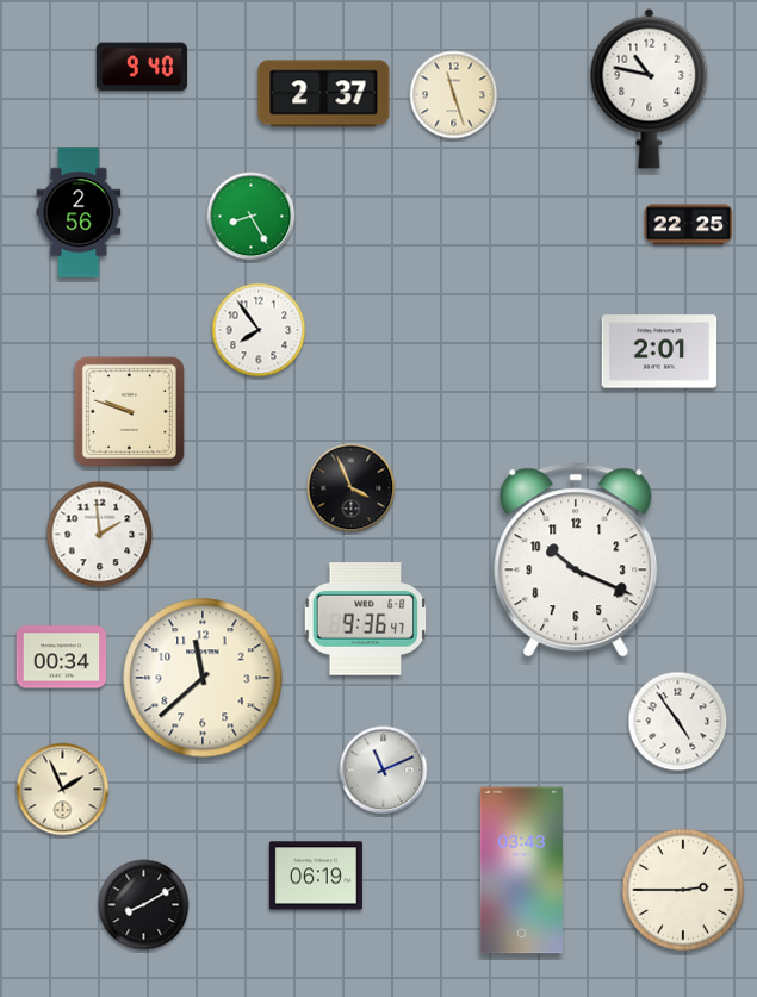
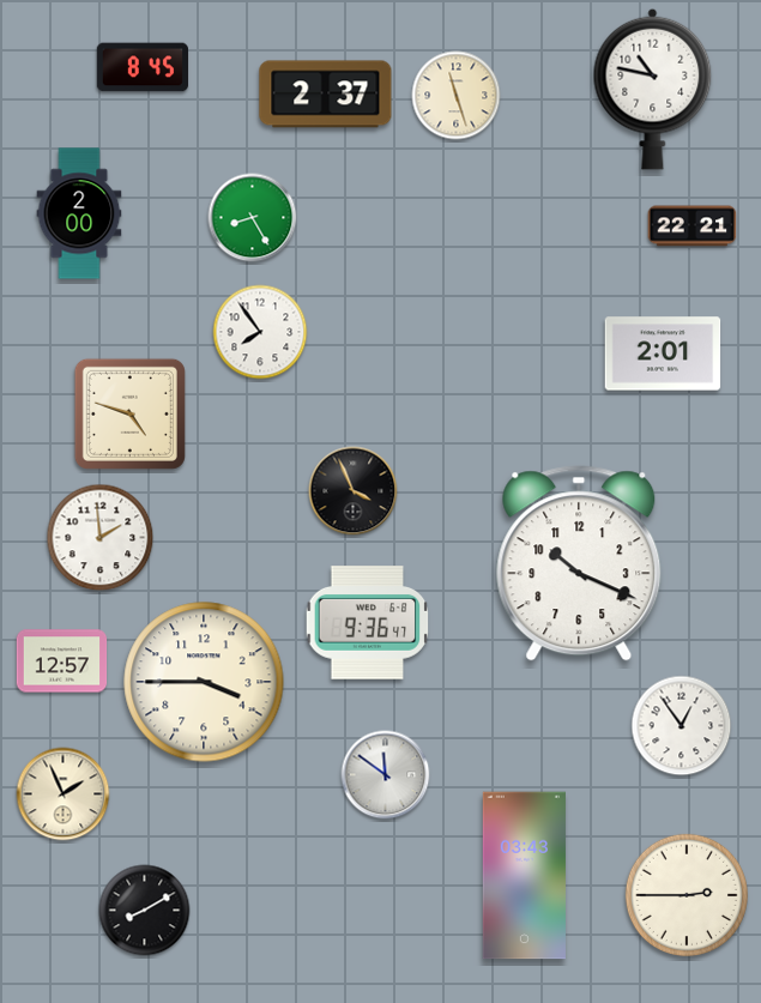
clock at (141, 67): 9:40 -> 8:45
clock at (79, 212): 2:56 -> 2:00
clock at (689, 225): 22:25 -> 22:21
clock at (129, 411): 9:48 -> 4:48
clock at (62, 658): 00:34 -> 12:57
clock at (203, 678): 11:38 -> 3:45
clock at (678, 722): 4:54 -> 12:54
clock at (384, 771): 11:11 -> 11:51
clock at (316, 876): 06:19 -> none
